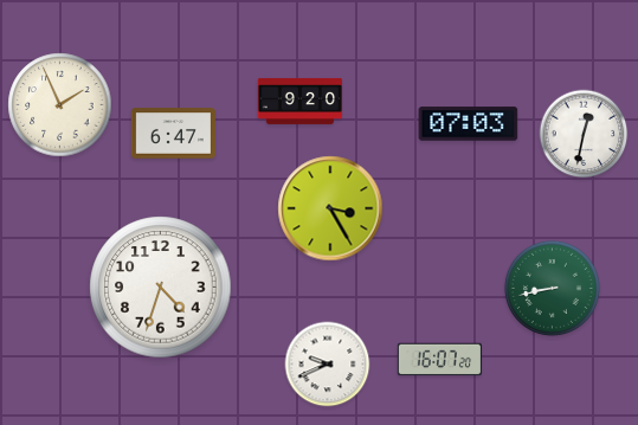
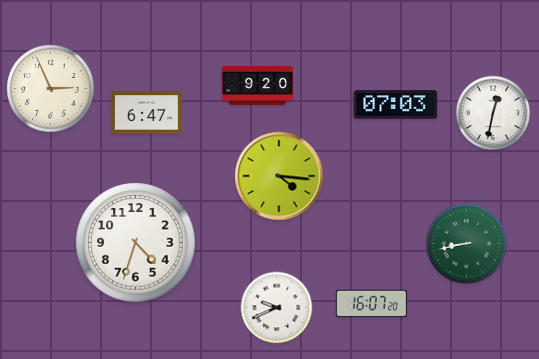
clock at (299, 101) position: (299, 101) -> (257, 85)
clock at (60, 105): 1:56 -> 2:56
clock at (330, 208): 3:25 -> 4:16
